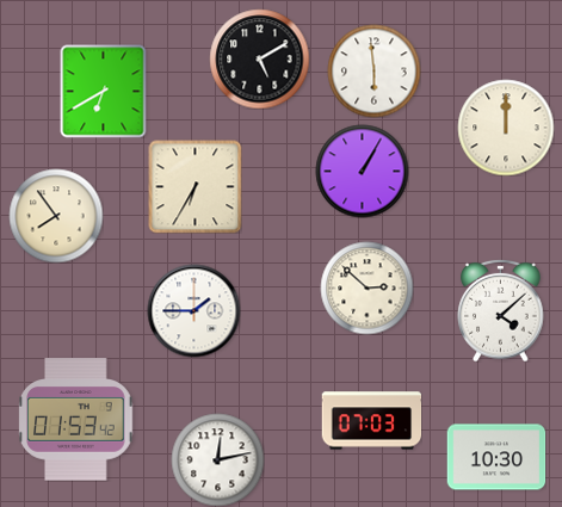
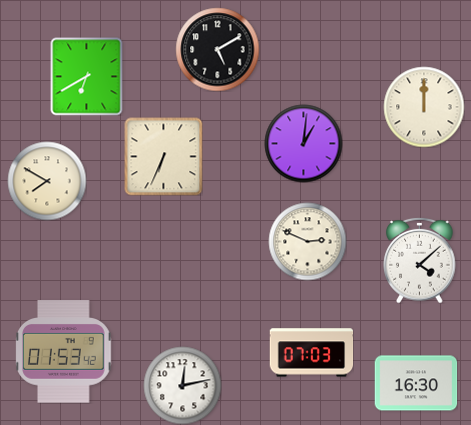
clock at (373, 70): 5:59 -> none
clock at (362, 171): 1:05 -> 1:01
clock at (194, 186): 6:35 -> 6:34
clock at (56, 216): 7:54 -> 7:50
clock at (366, 287): 2:52 -> 2:49
clock at (193, 310): 1:45 -> none
clock at (496, 457): 10:30 -> 16:30
